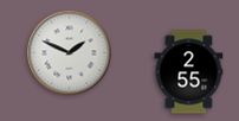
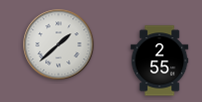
clock at (70, 53): 1:49 -> 1:38
